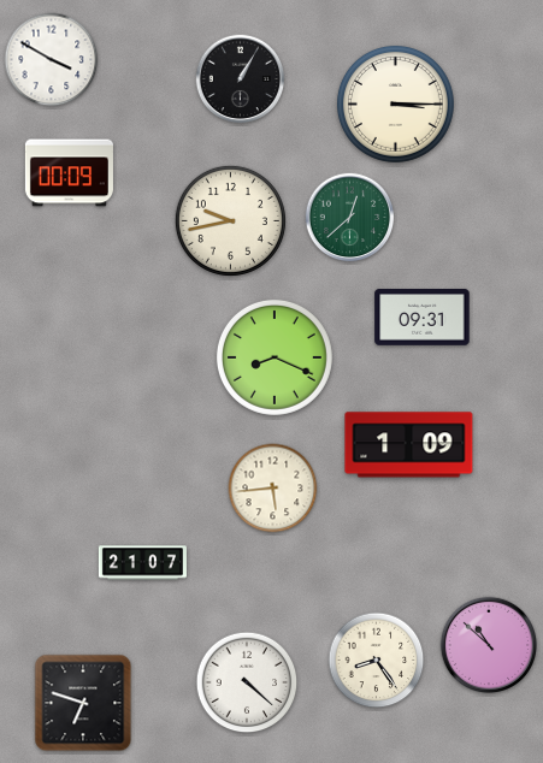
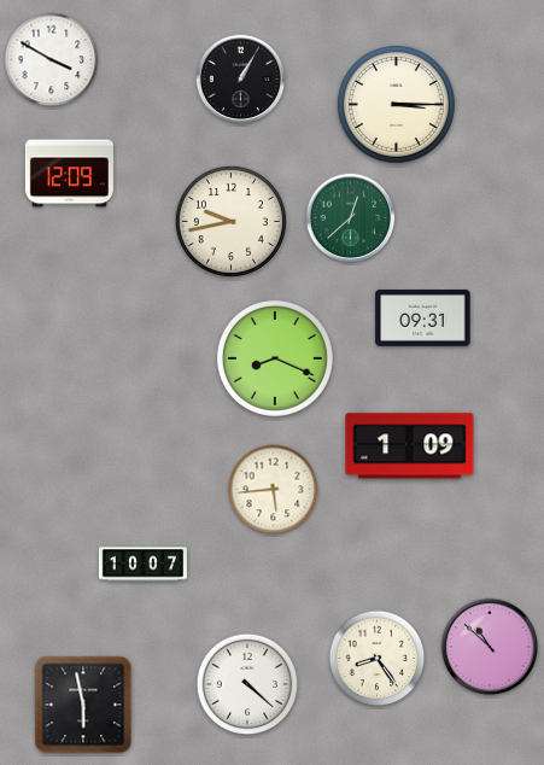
clock at (69, 173): 00:09 -> 12:09
clock at (142, 563): 21:07 -> 10:07
clock at (377, 661) position: (377, 661) -> (378, 659)
clock at (83, 703): 6:48 -> 5:58
